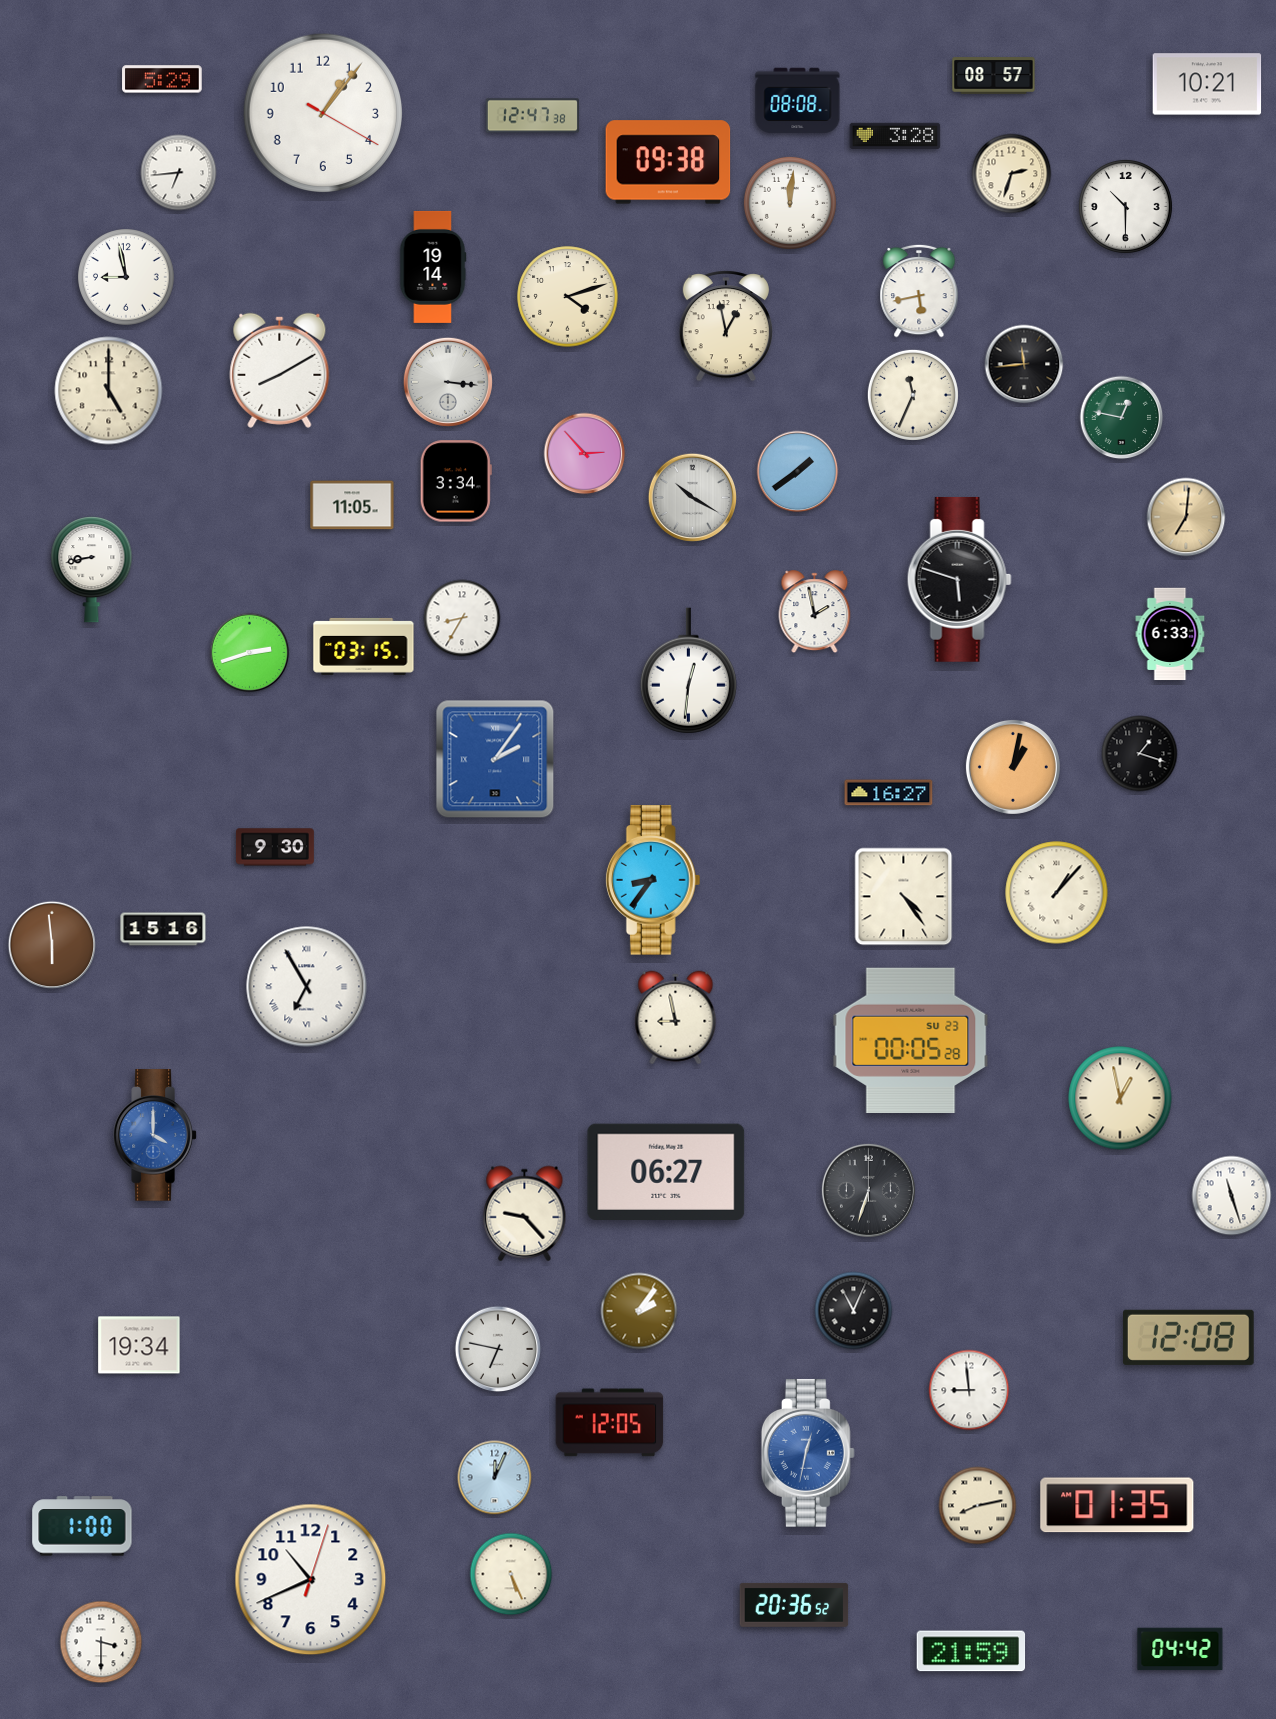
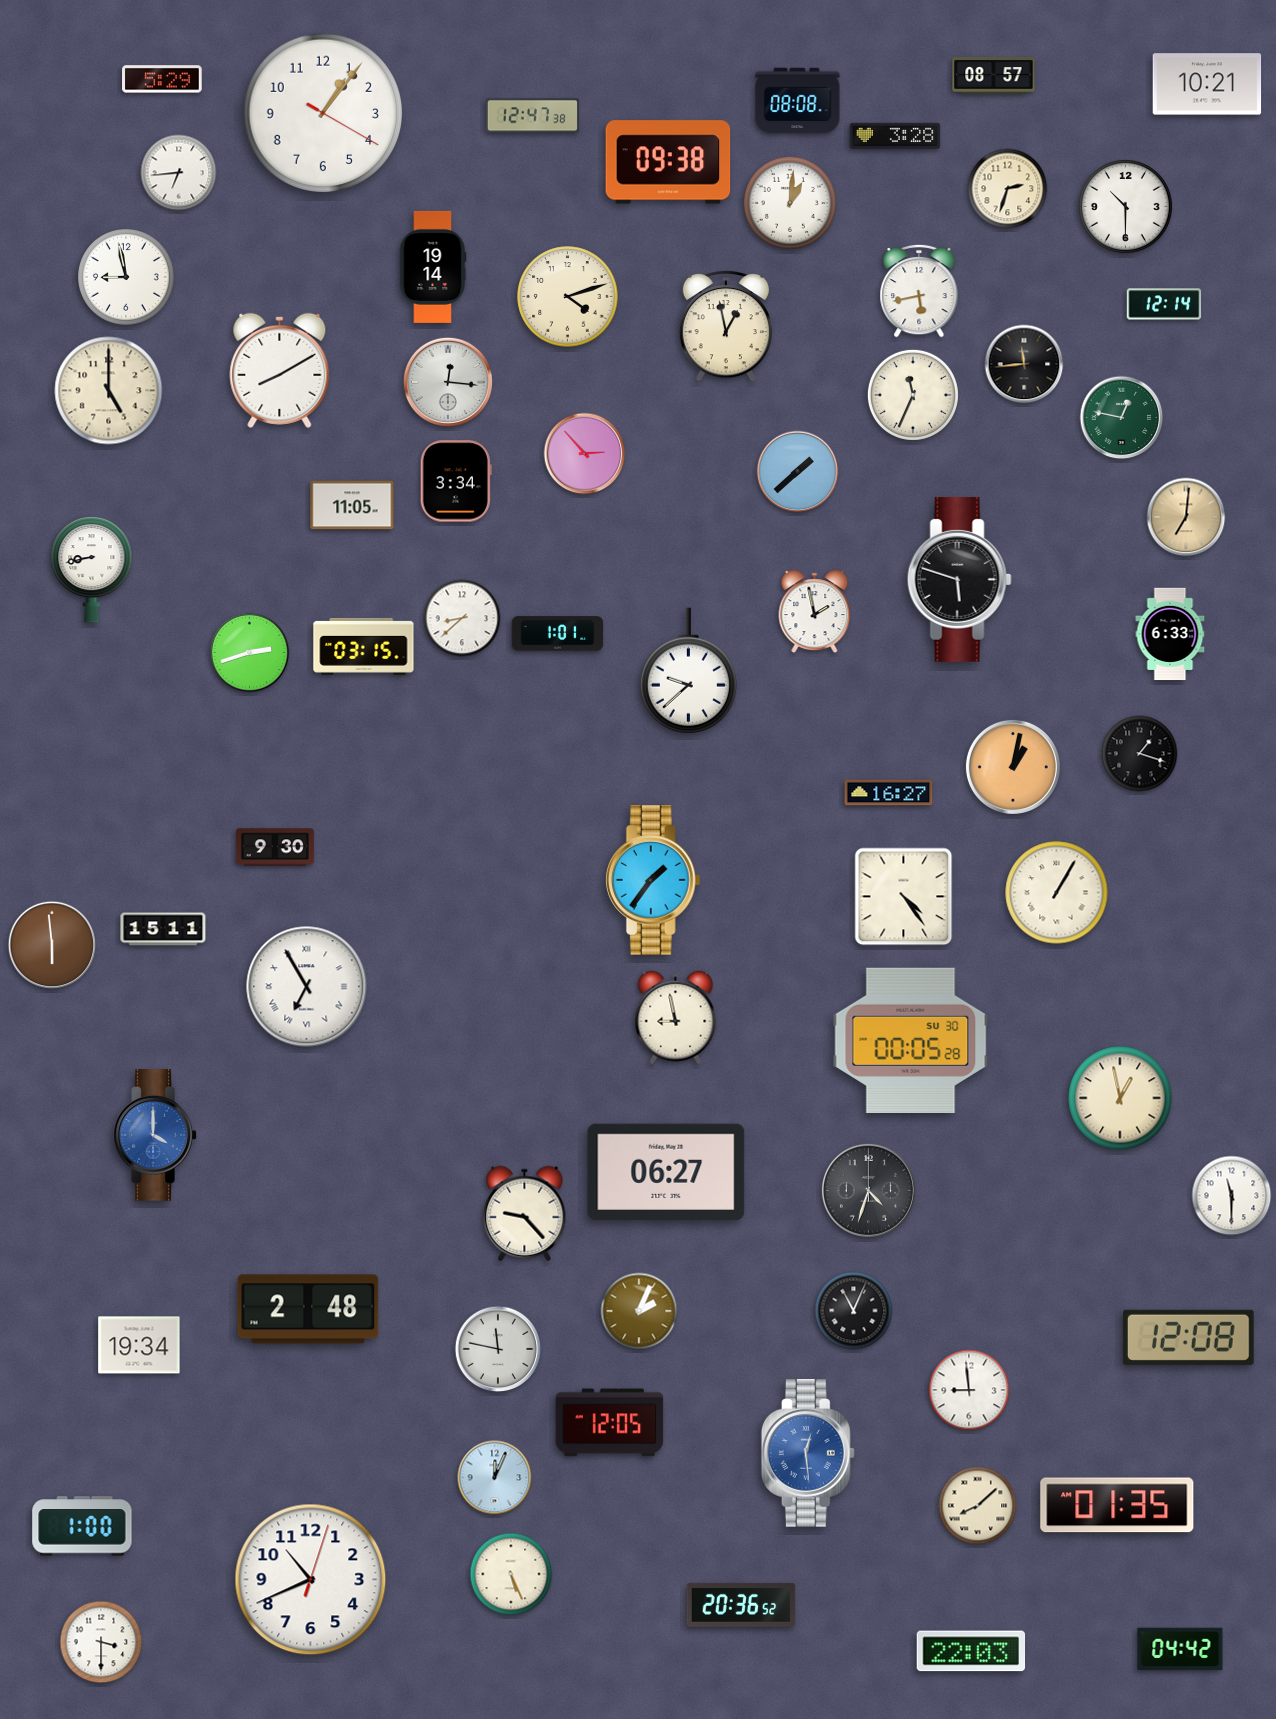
clock at (1012, 174) position: (1012, 174) -> (1008, 189)
clock at (790, 203): 12:01 -> 1:01
clock at (1164, 304): none -> 12:14
clock at (448, 382): 3:16 -> 12:16
clock at (798, 472): 1:39 -> 1:38
clock at (692, 497): 10:20 -> none
clock at (462, 618): 8:35 -> 8:38
clock at (558, 634): none -> 1:01
clock at (688, 671): 12:31 -> 9:38
clock at (495, 759): 2:06 -> none
clock at (653, 880): 8:36 -> 1:36
clock at (1057, 893): 1:07 -> 1:05
clock at (163, 929): 15:16 -> 15:11
clock at (911, 1040) date: SU 23 -> SU 30
clock at (868, 1190): 6:33 -> 4:33
clock at (1232, 1196): 11:27 -> 11:30
clock at (308, 1309): none -> 2:48
clock at (639, 1311): 2:06 -> 2:04
clock at (498, 1349): 6:47 -> 11:47
clock at (808, 1453): 12:32 -> 12:29
clock at (978, 1506): 8:13 -> 8:08
clock at (794, 1605) position: (794, 1605) -> (741, 1605)
clock at (971, 1651): 21:59 -> 22:03
